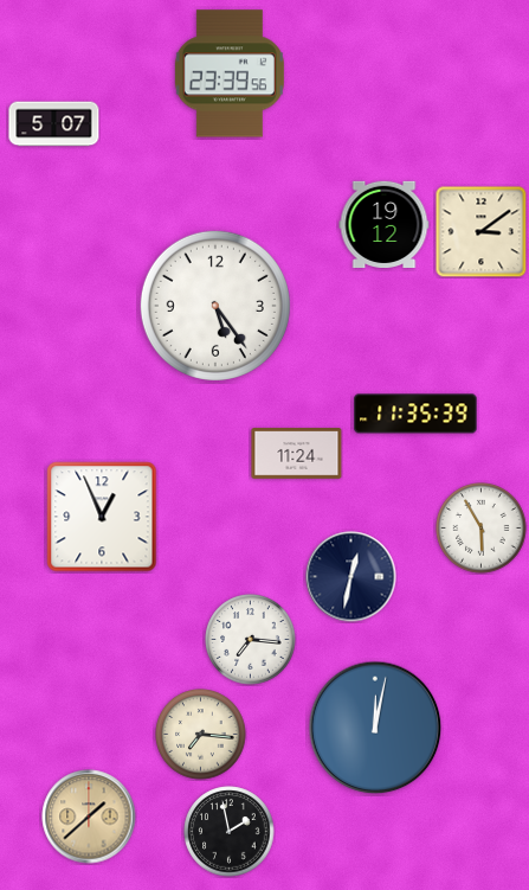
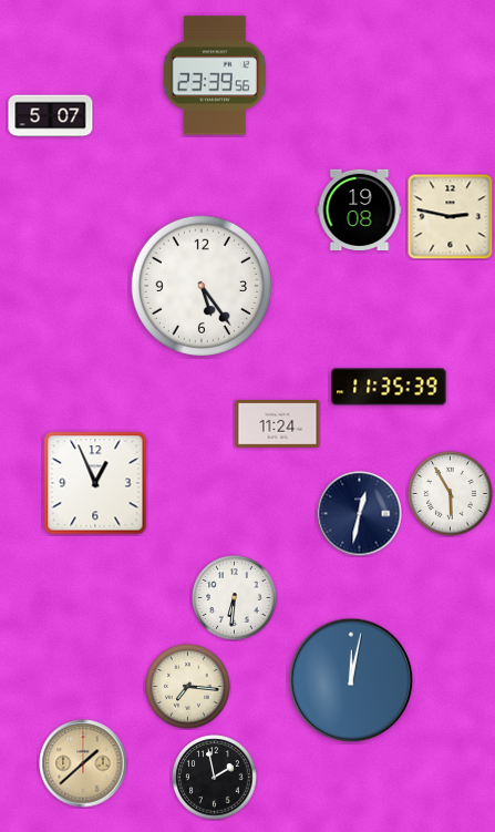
clock at (230, 73) position: (230, 73) -> (215, 75)
clock at (385, 225): 19:12 -> 19:08
clock at (480, 231): 3:09 -> 2:47
clock at (351, 577) position: (351, 577) -> (360, 514)
clock at (251, 640): 7:16 -> 6:31
